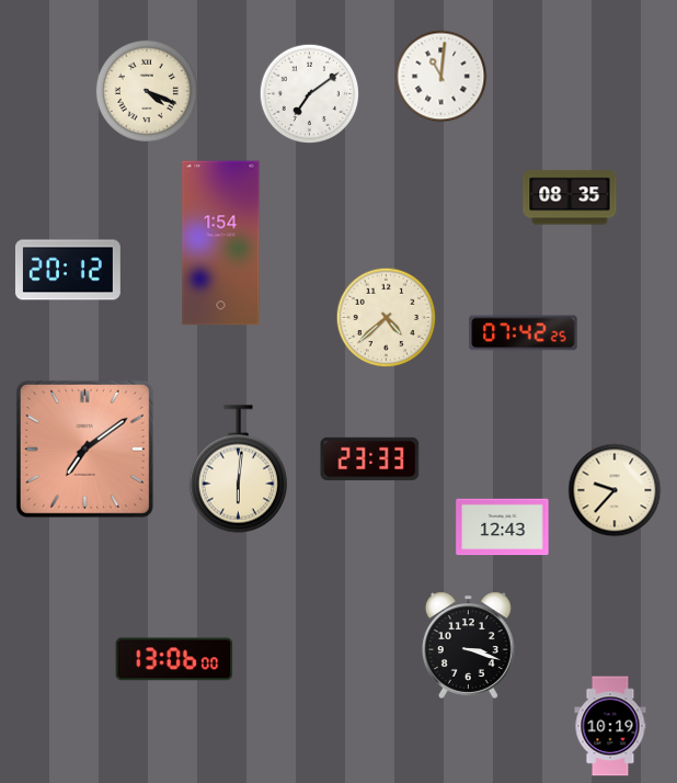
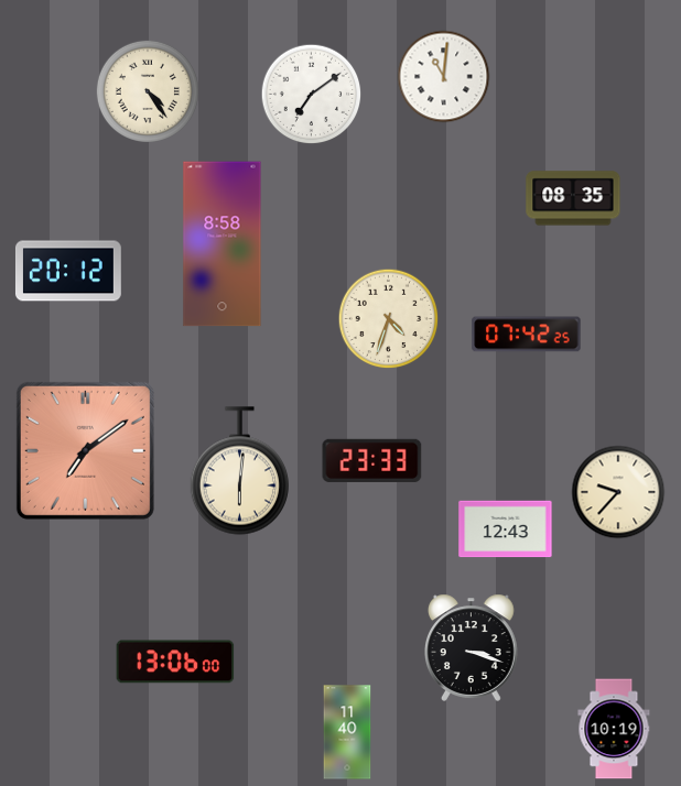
clock at (147, 91): 4:19 -> 4:24
clock at (221, 243): 1:54 -> 8:58
clock at (387, 318): 4:38 -> 4:33
clock at (347, 732): none -> 11:40
